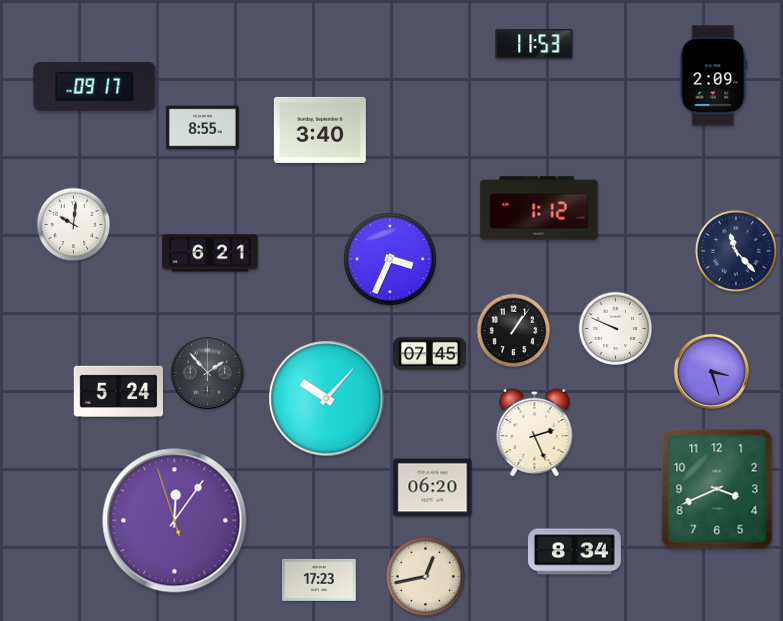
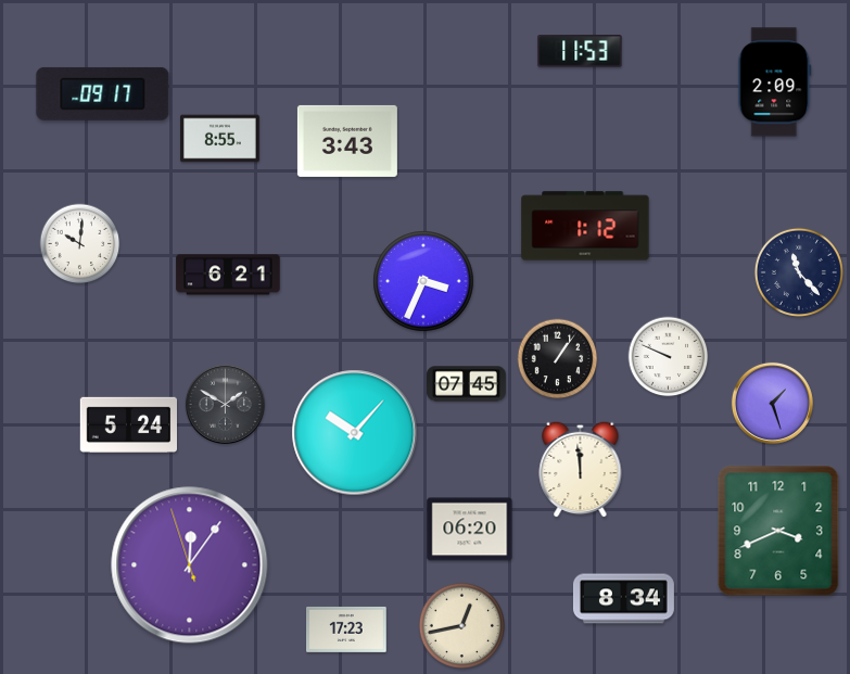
clock at (534, 44) position: (534, 44) -> (580, 51)
clock at (320, 130): 3:40 -> 3:43
clock at (711, 371): 3:27 -> 1:27
clock at (207, 372): 1:53 -> 1:50
clock at (535, 432): 2:26 -> 11:59
